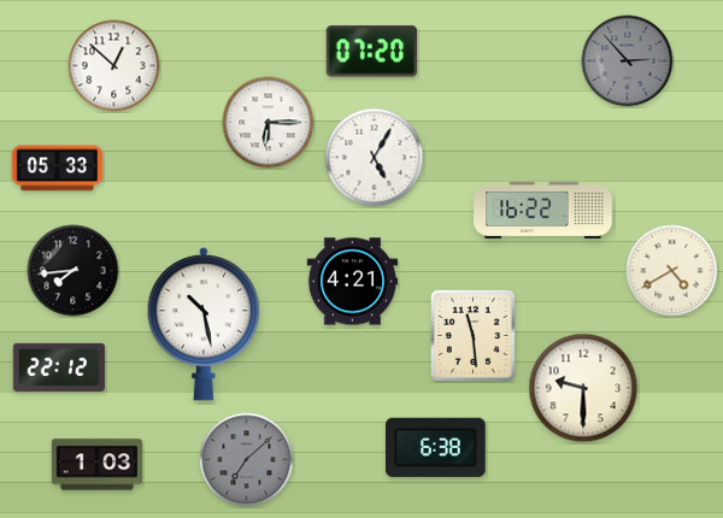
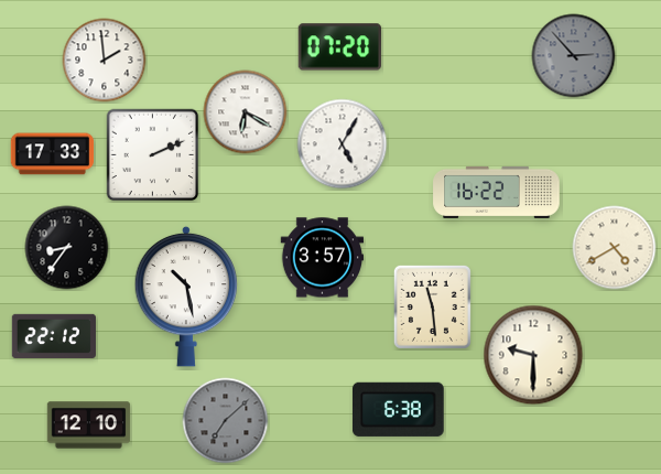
clock at (114, 66): 12:52 -> 1:59
clock at (269, 123): 6:15 -> 6:20
clock at (58, 169): 05:33 -> 17:33
clock at (153, 155): none -> 2:11
clock at (74, 271): 7:44 -> 8:36
clock at (353, 282): 4:21 -> 3:57
clock at (98, 465): 1:03 -> 12:10
